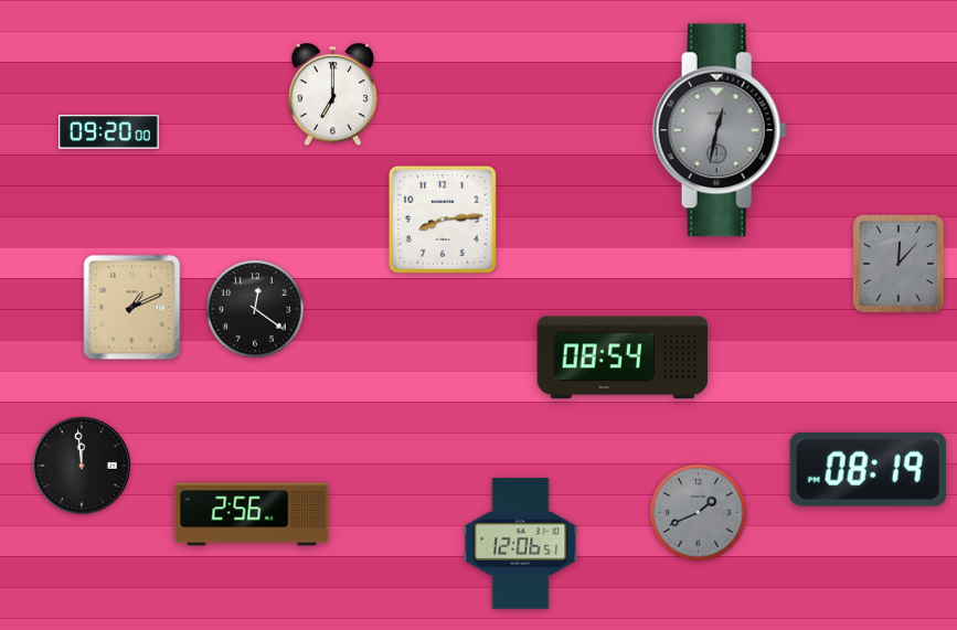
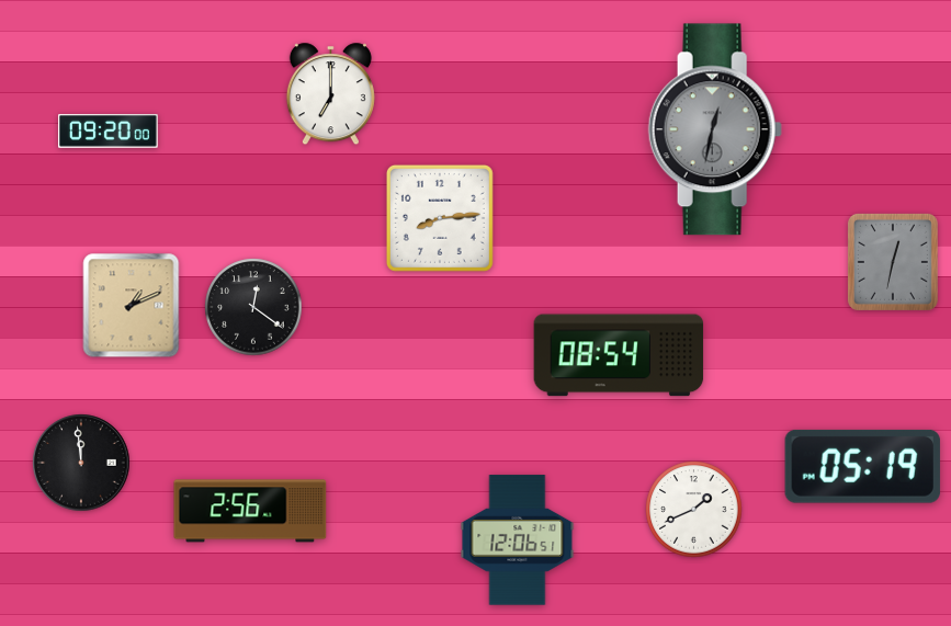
clock at (898, 264): 12:07 -> 12:32
clock at (868, 469): 08:19 -> 05:19
clock at (699, 513) dial: grey -> white
